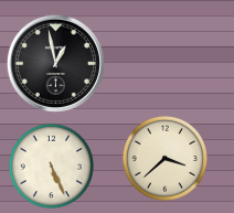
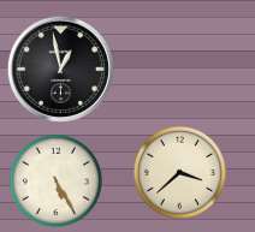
clock at (51, 166): 5:26 -> 5:25
